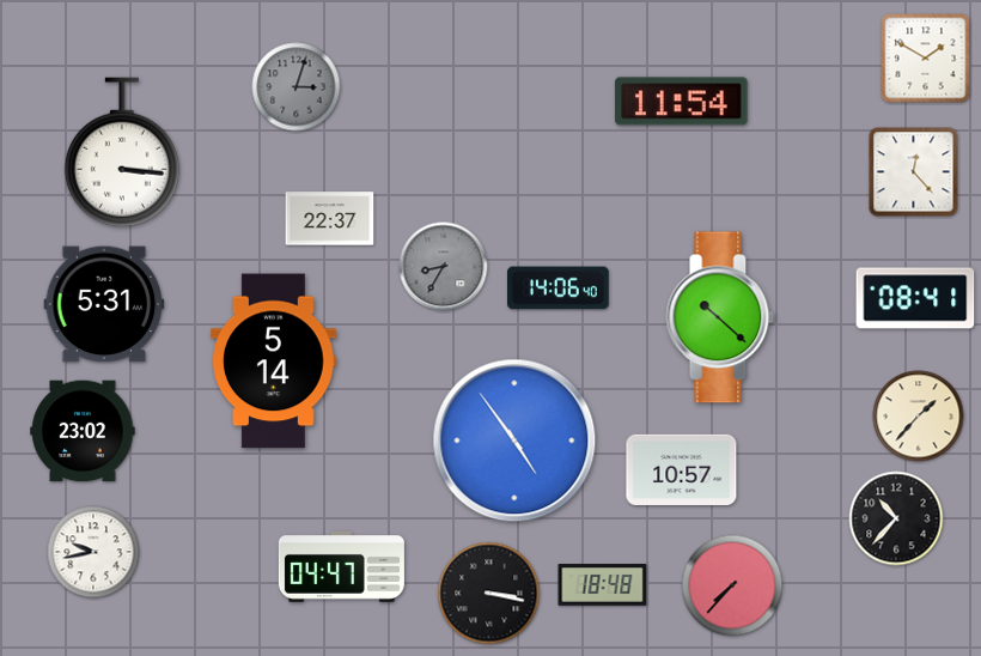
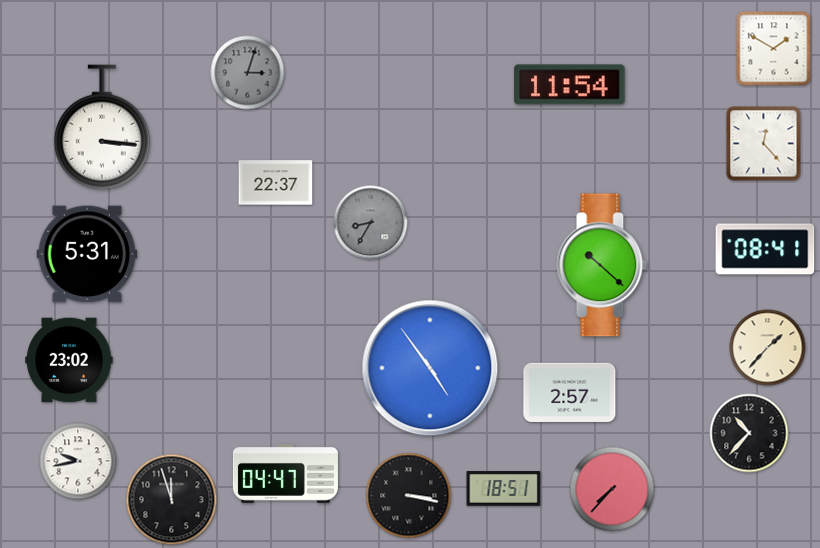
clock at (559, 288): 14:06 -> none
clock at (274, 362): 5:14 -> none
clock at (682, 469): 10:57 -> 2:57
clock at (603, 585): 18:48 -> 18:51
clock at (172, 500): none -> 11:57
